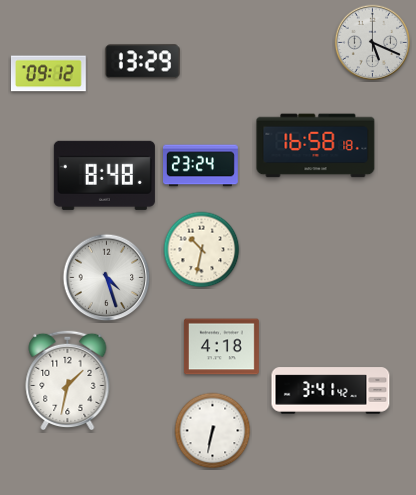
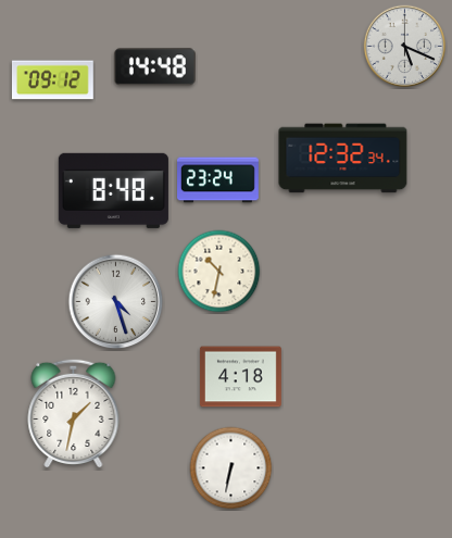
clock at (142, 62): 13:29 -> 14:48
clock at (316, 146): 16:58 -> 12:32
clock at (331, 391): 3:41 -> none
